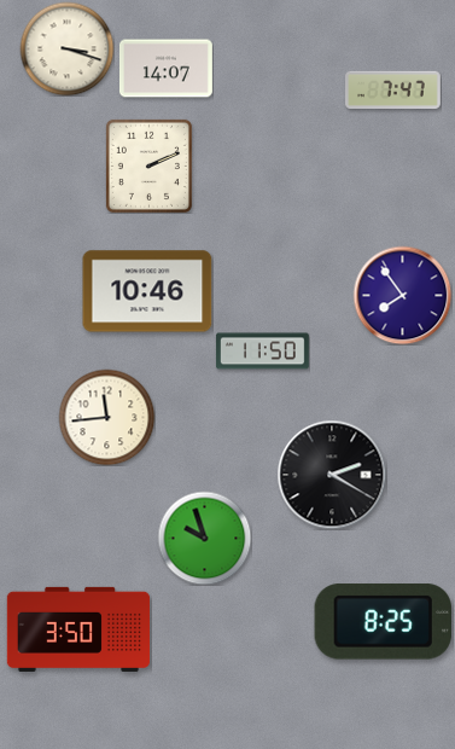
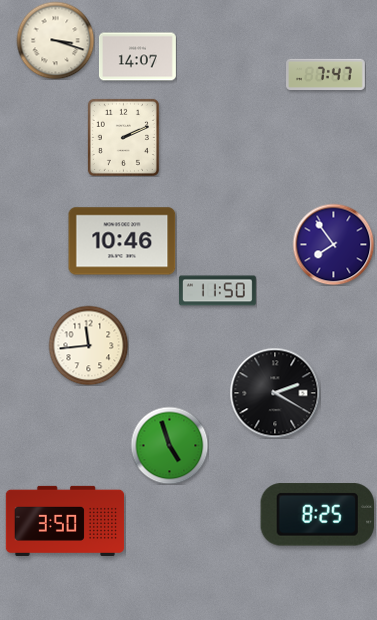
clock at (204, 538): 9:57 -> 4:57
